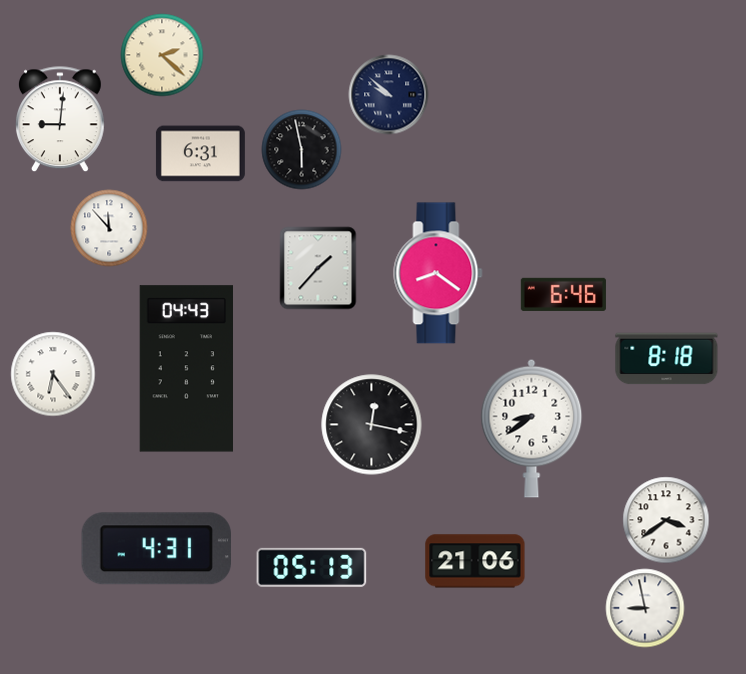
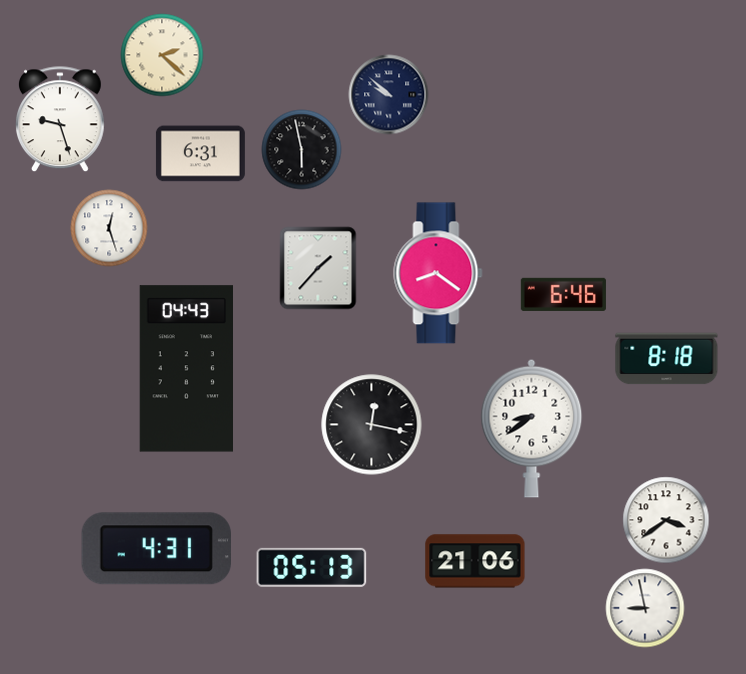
clock at (60, 120): 9:01 -> 9:27
clock at (109, 228): 11:53 -> 12:27
clock at (53, 374): 6:24 -> none
